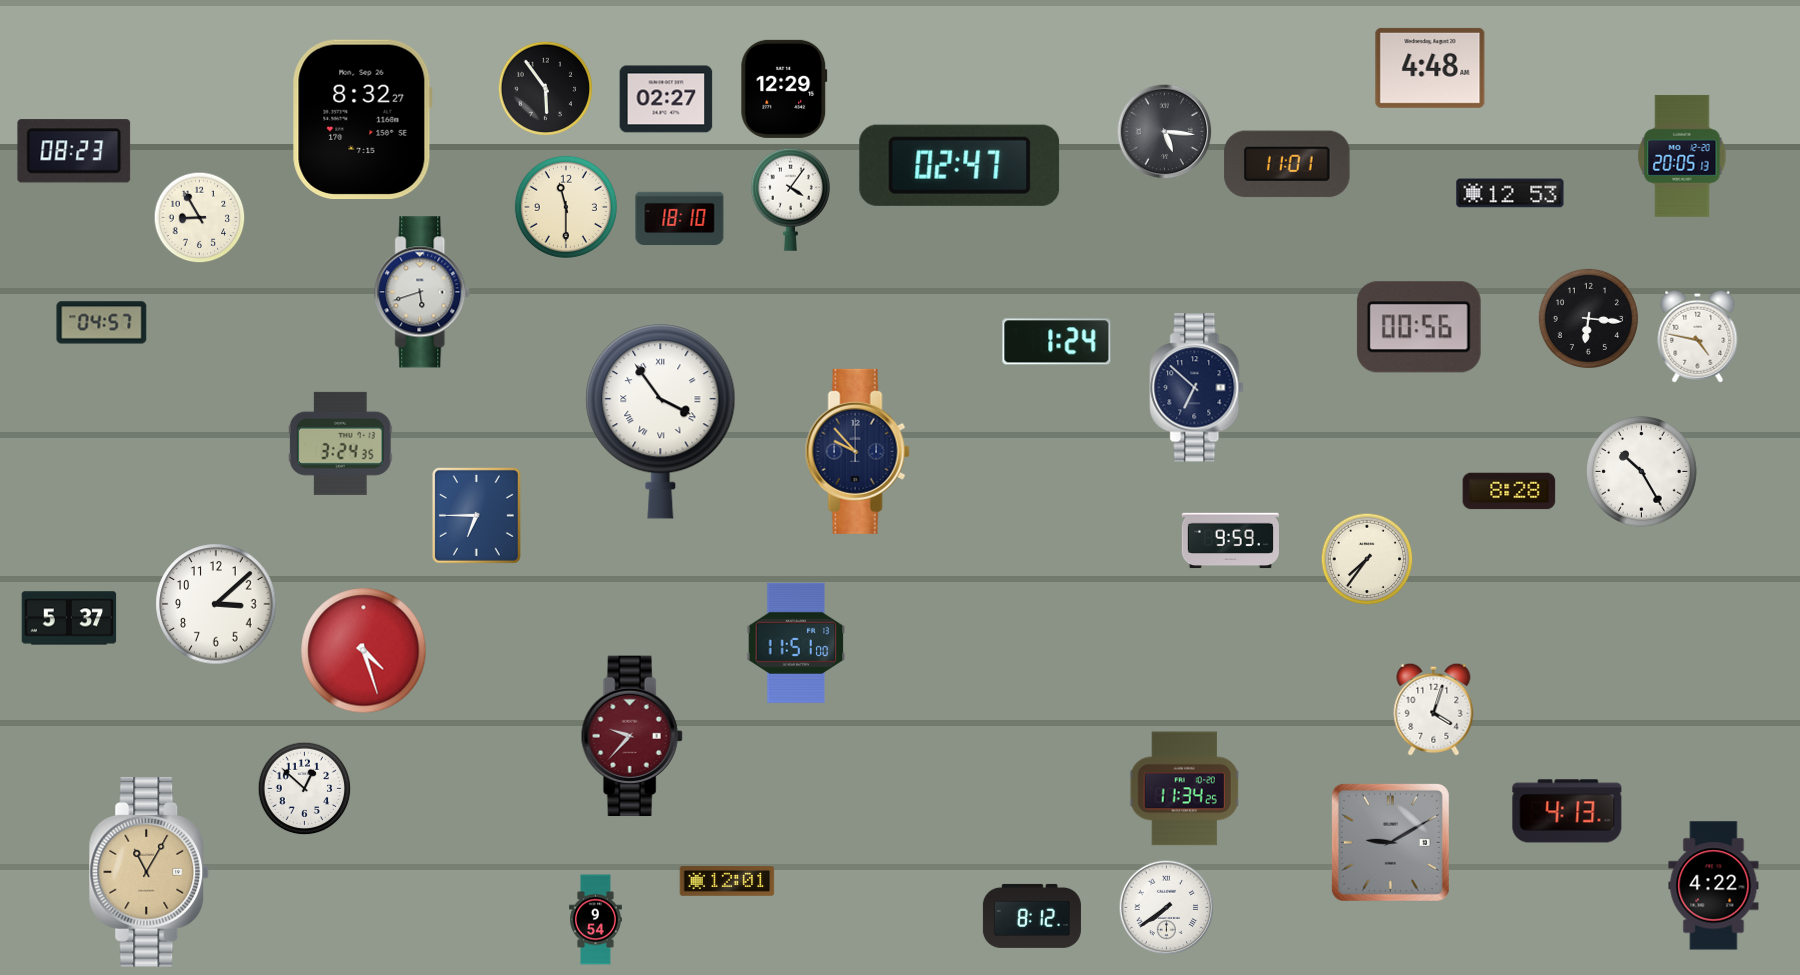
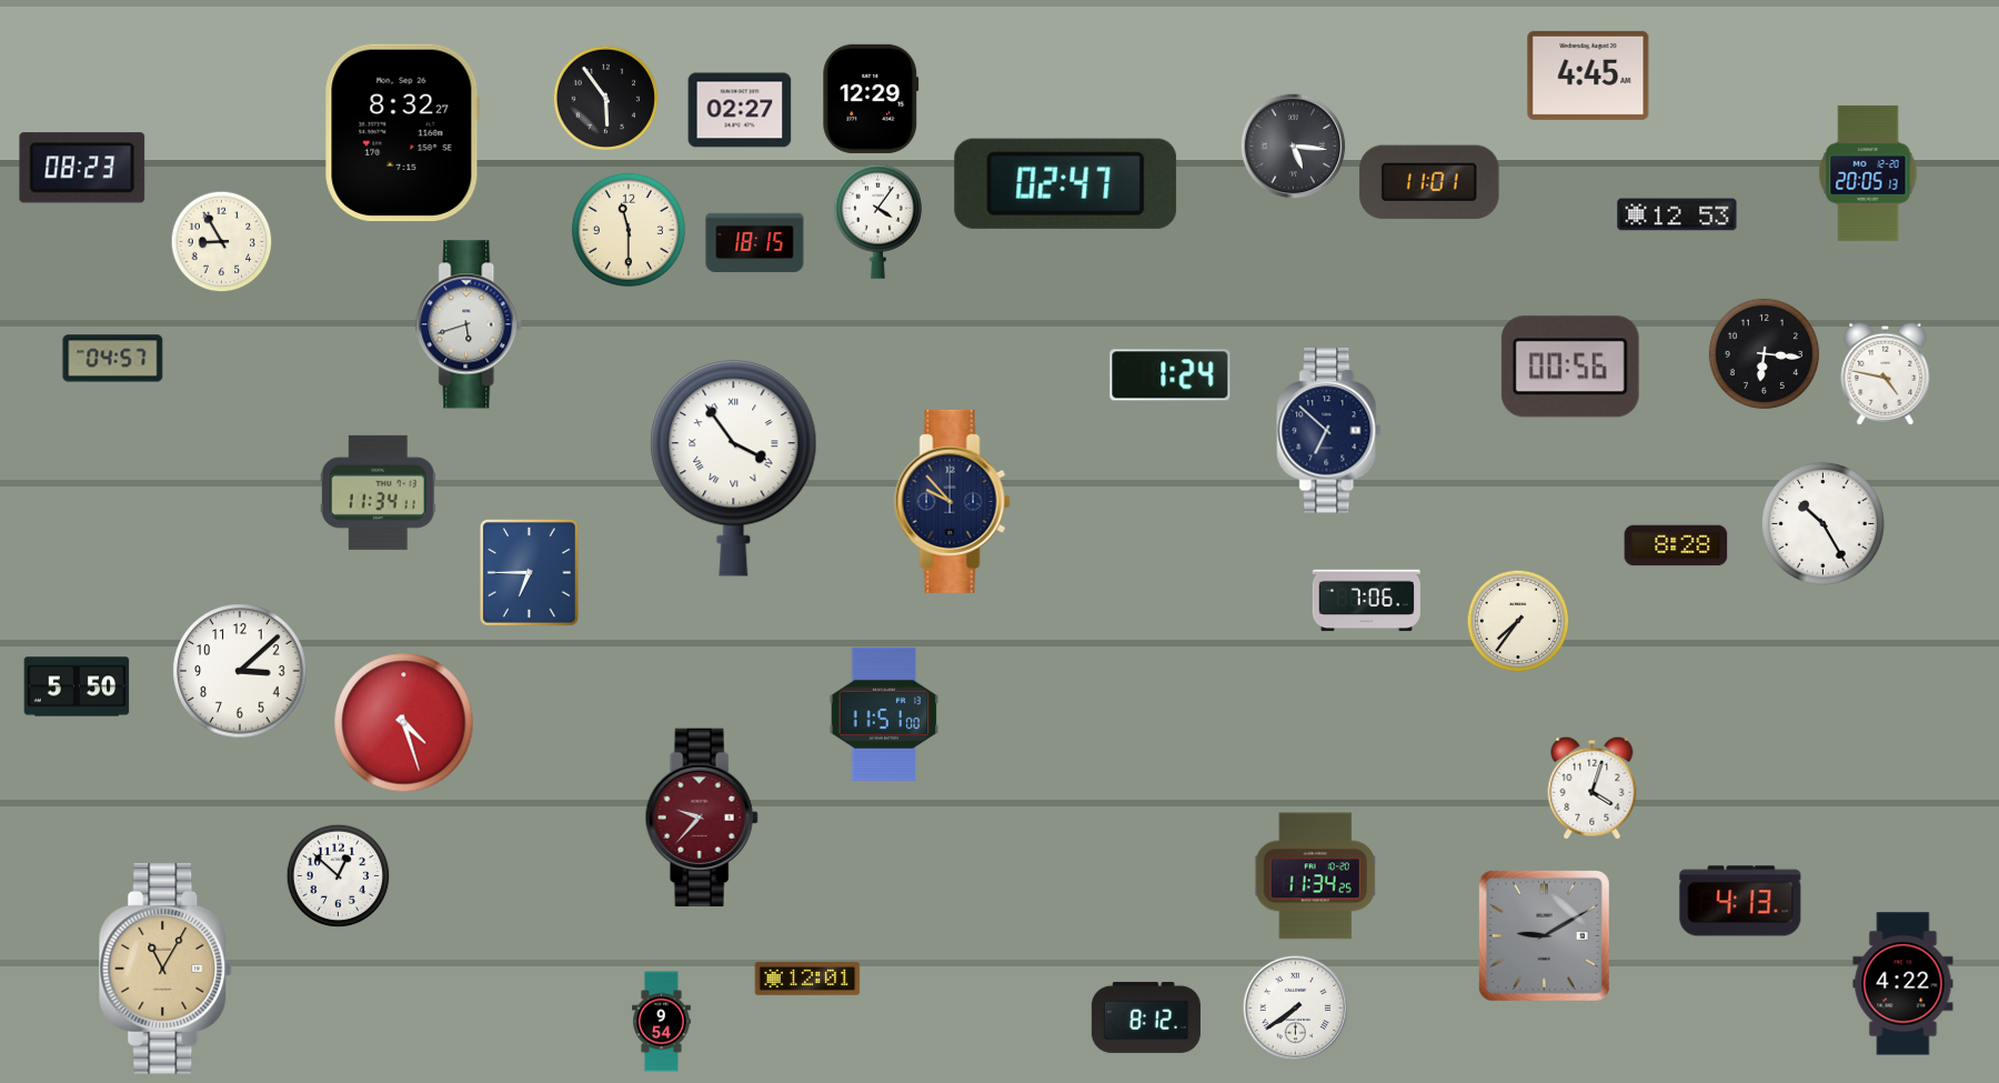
clock at (1430, 68): 4:48 -> 4:45
clock at (680, 219): 18:10 -> 18:15
clock at (1419, 327) position: (1419, 327) -> (1570, 367)
clock at (1057, 342) position: (1057, 342) -> (1171, 375)
clock at (340, 443): 3:24 -> 11:34
clock at (1230, 541): 9:59 -> 7:06
clock at (69, 618): 5:37 -> 5:50
